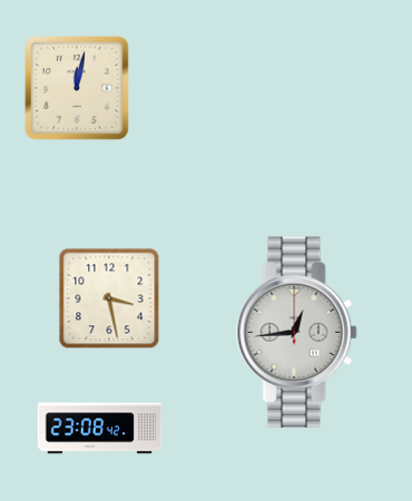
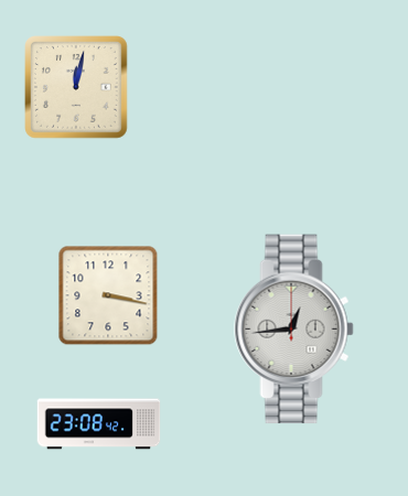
clock at (109, 298): 3:28 -> 3:17
